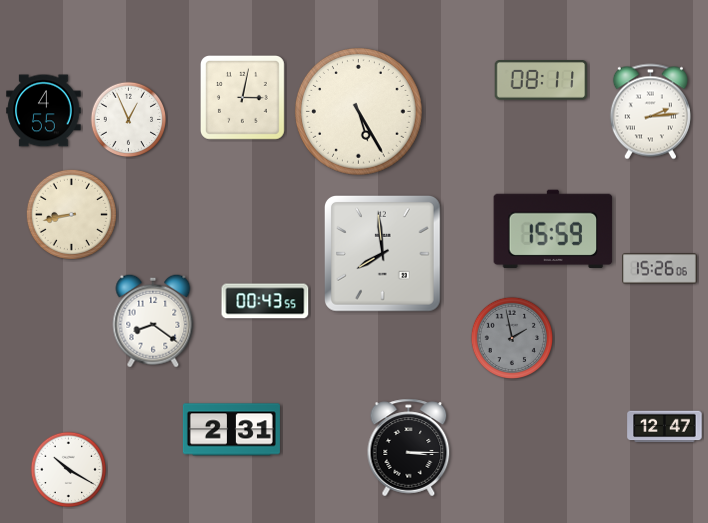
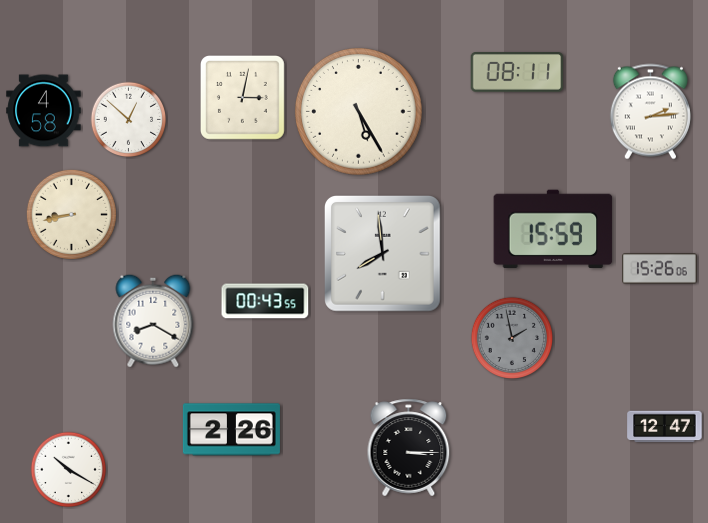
clock at (541, 81) position: (541, 81) -> (517, 73)
clock at (44, 111): 4:55 -> 4:58
clock at (129, 120): 12:56 -> 12:52
clock at (153, 321): 8:21 -> 8:20
clock at (231, 430): 2:31 -> 2:26
